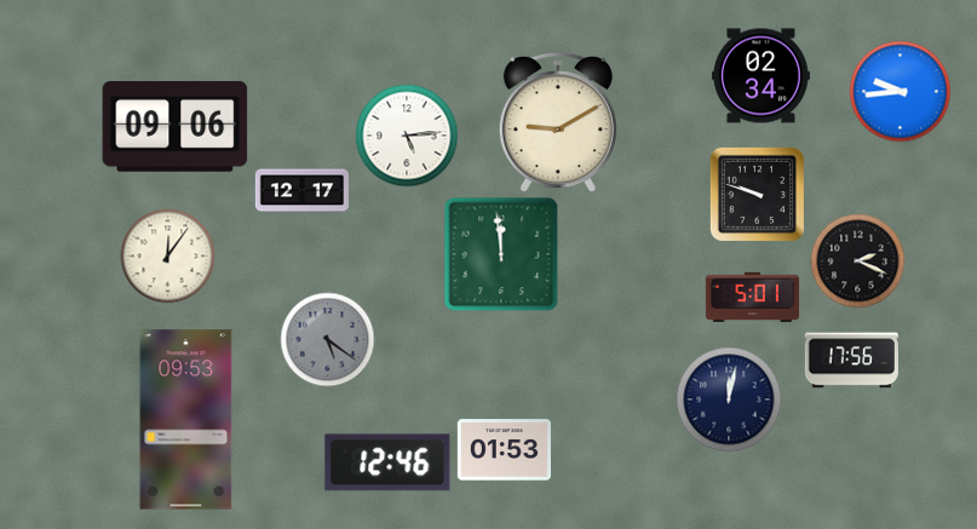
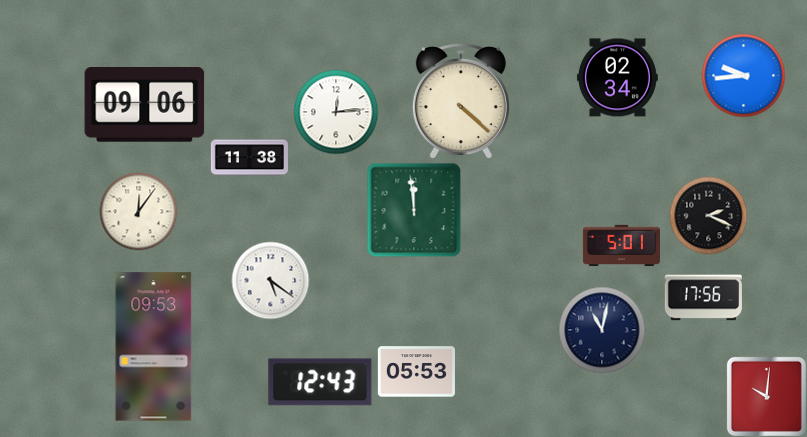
clock at (760, 76) position: (760, 76) -> (617, 78)
clock at (558, 122): 9:10 -> 4:22
clock at (407, 136): 5:14 -> 12:14
clock at (301, 191): 12:17 -> 11:38
clock at (757, 194): 9:48 -> none
clock at (327, 339) dial: grey -> white
clock at (729, 399): 12:02 -> 11:02
clock at (504, 450): 01:53 -> 05:53
clock at (387, 462): 12:46 -> 12:43
clock at (766, 396): none -> 10:01
